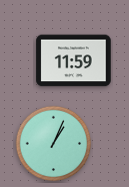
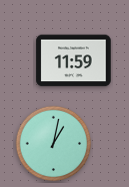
clock at (54, 144): 1:04 -> 1:02
